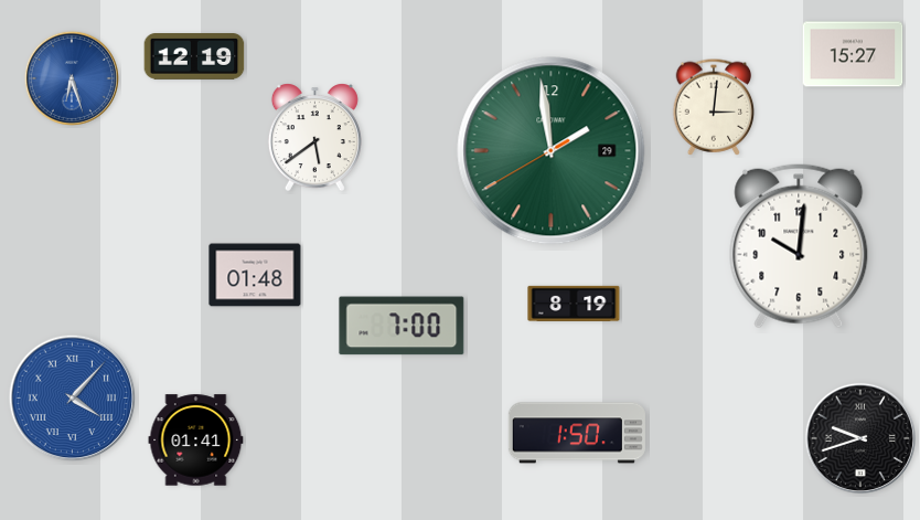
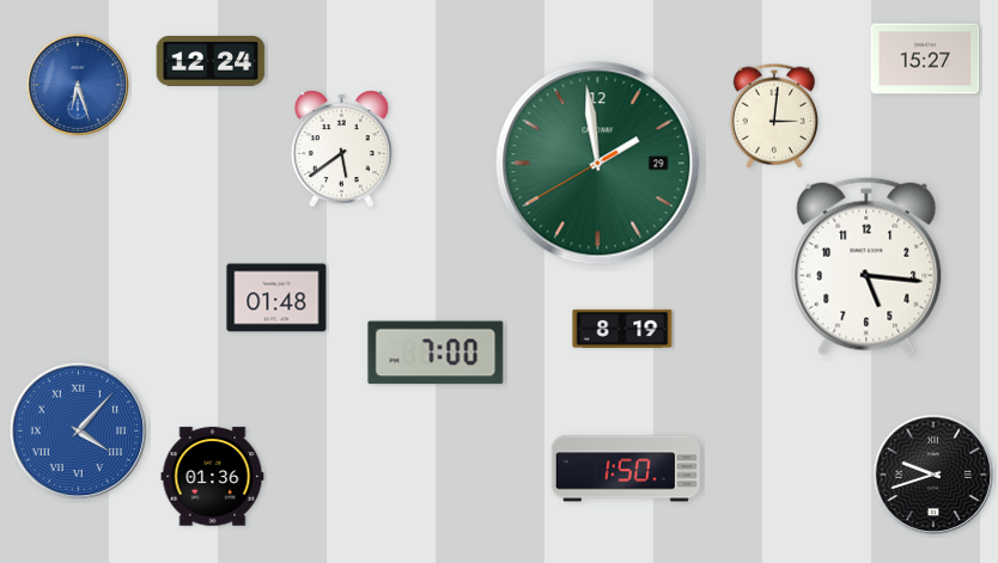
clock at (194, 57): 12:19 -> 12:24
clock at (799, 246): 10:01 -> 5:16
clock at (196, 441): 01:41 -> 01:36
